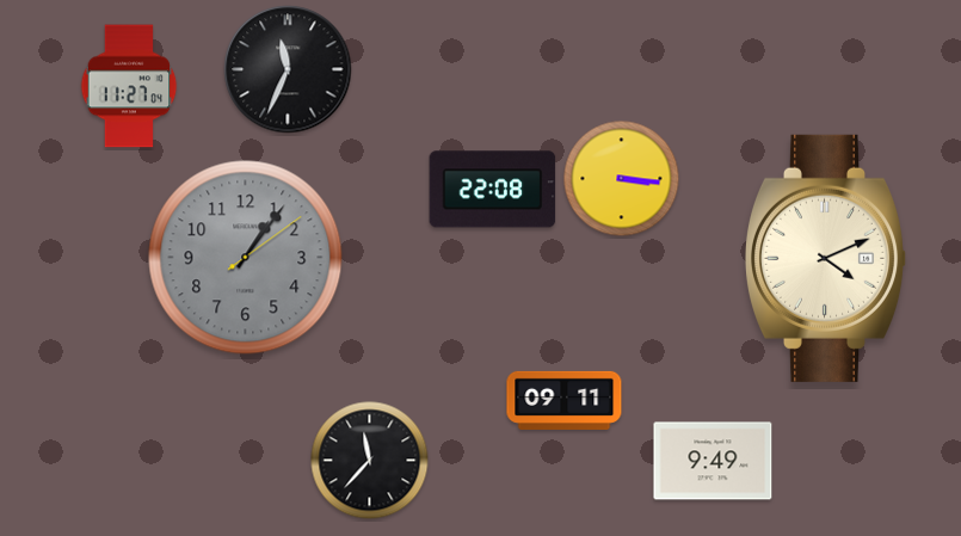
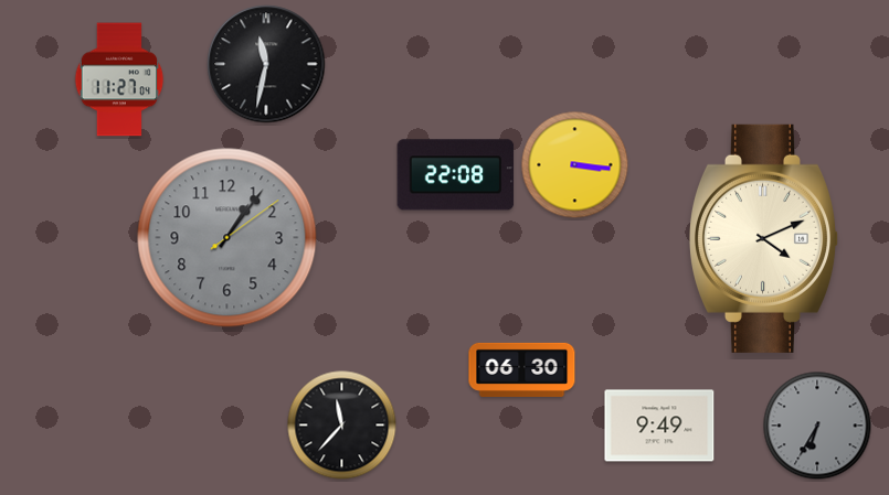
clock at (288, 69): 11:34 -> 11:32
clock at (565, 400): 09:11 -> 06:30
clock at (817, 426): none -> 6:35
